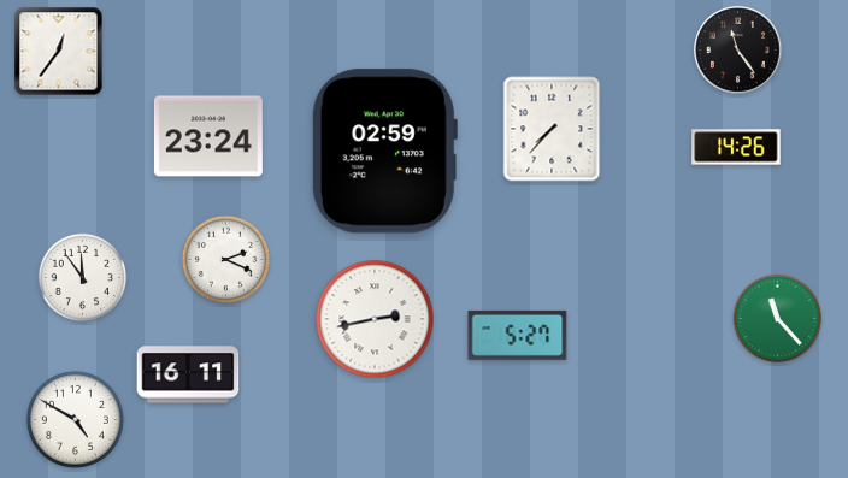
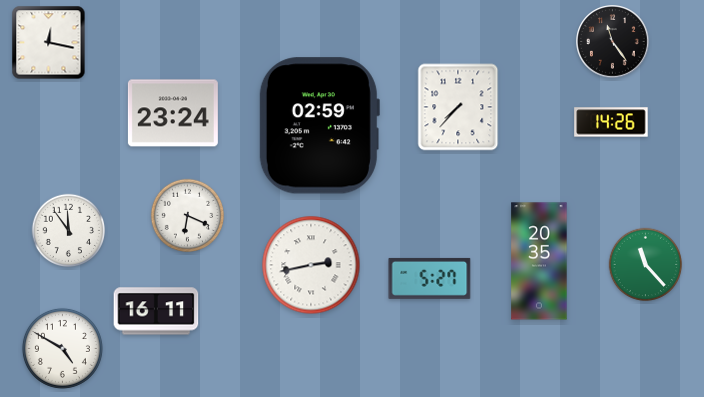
clock at (59, 52): 12:36 -> 12:17
clock at (226, 260): 2:19 -> 6:19
clock at (539, 261): none -> 20:35
